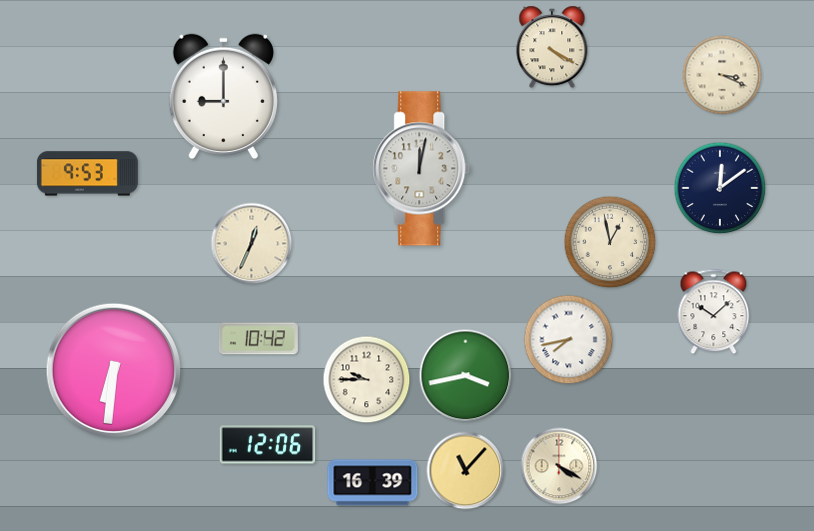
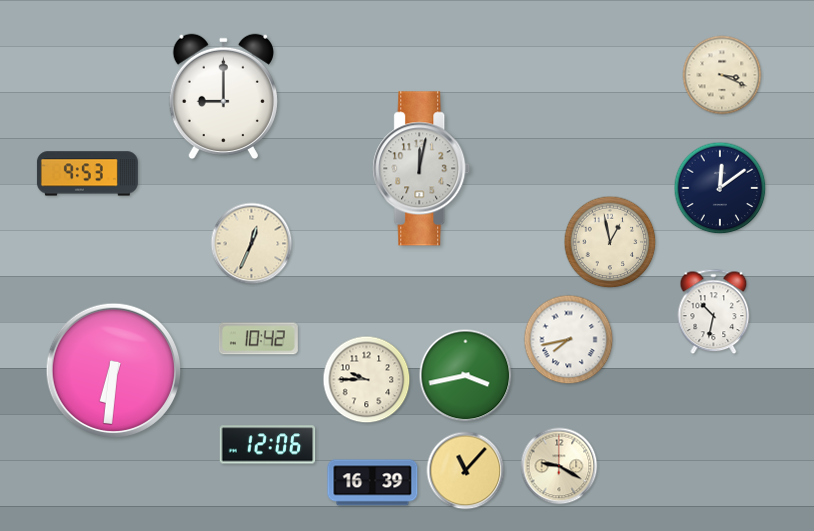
clock at (552, 47): 4:20 -> none
clock at (714, 312): 10:08 -> 10:32
clock at (559, 466): 4:20 -> 9:20
